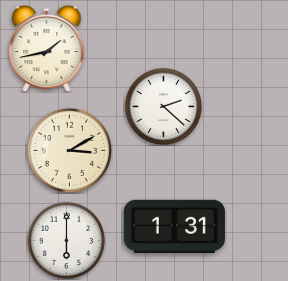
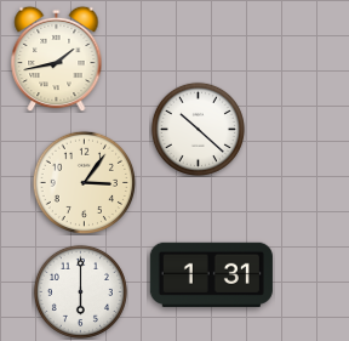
clock at (163, 106): 2:22 -> 10:22
clock at (69, 150): 3:10 -> 3:06
